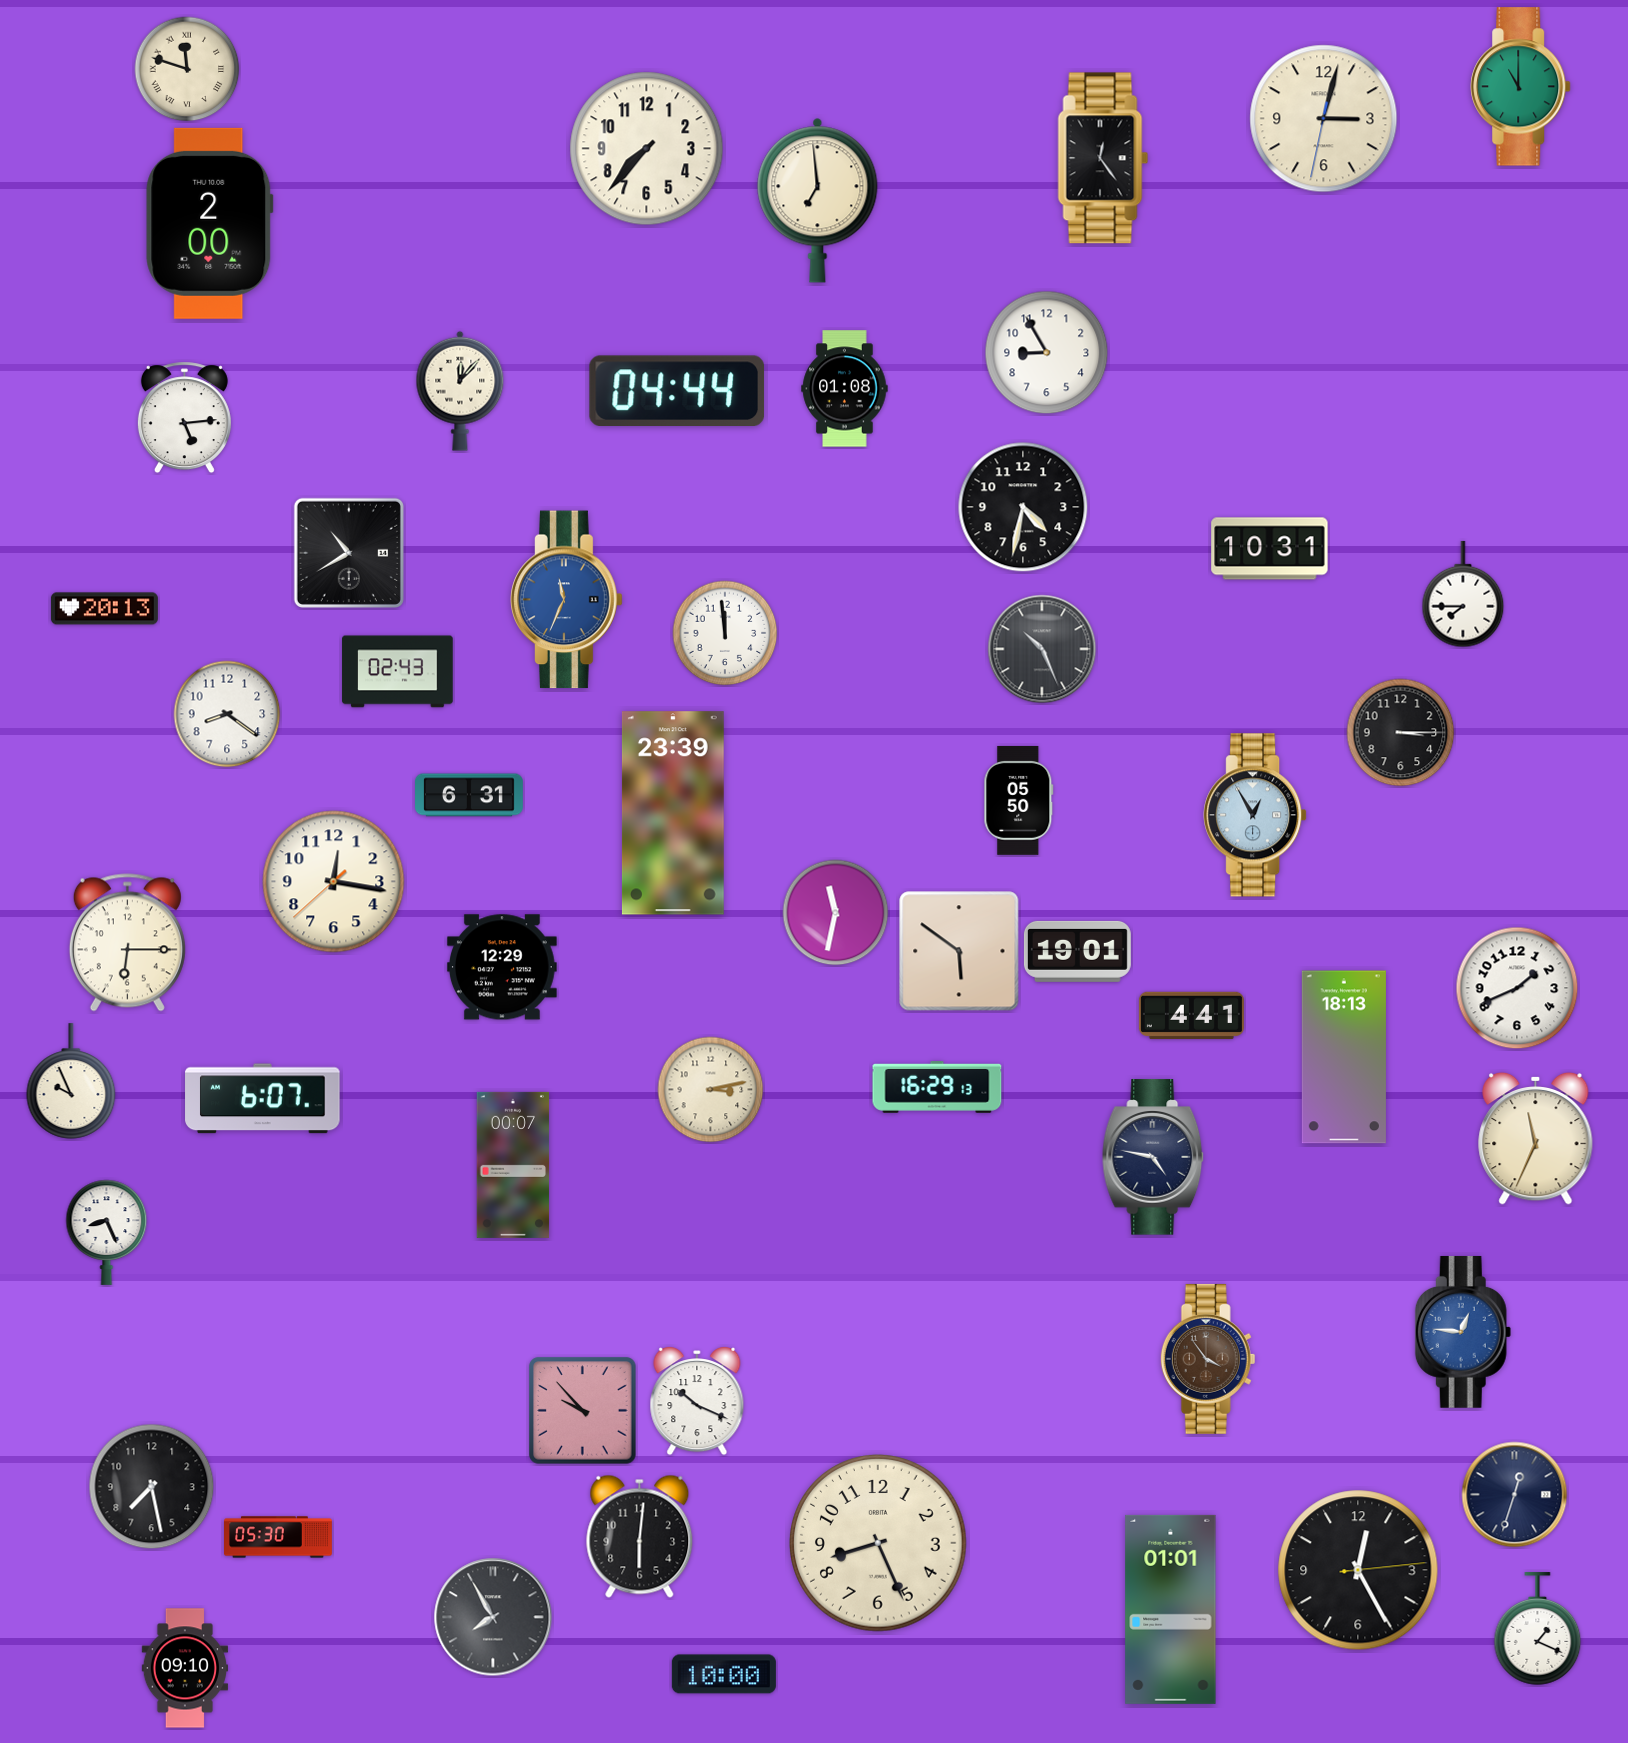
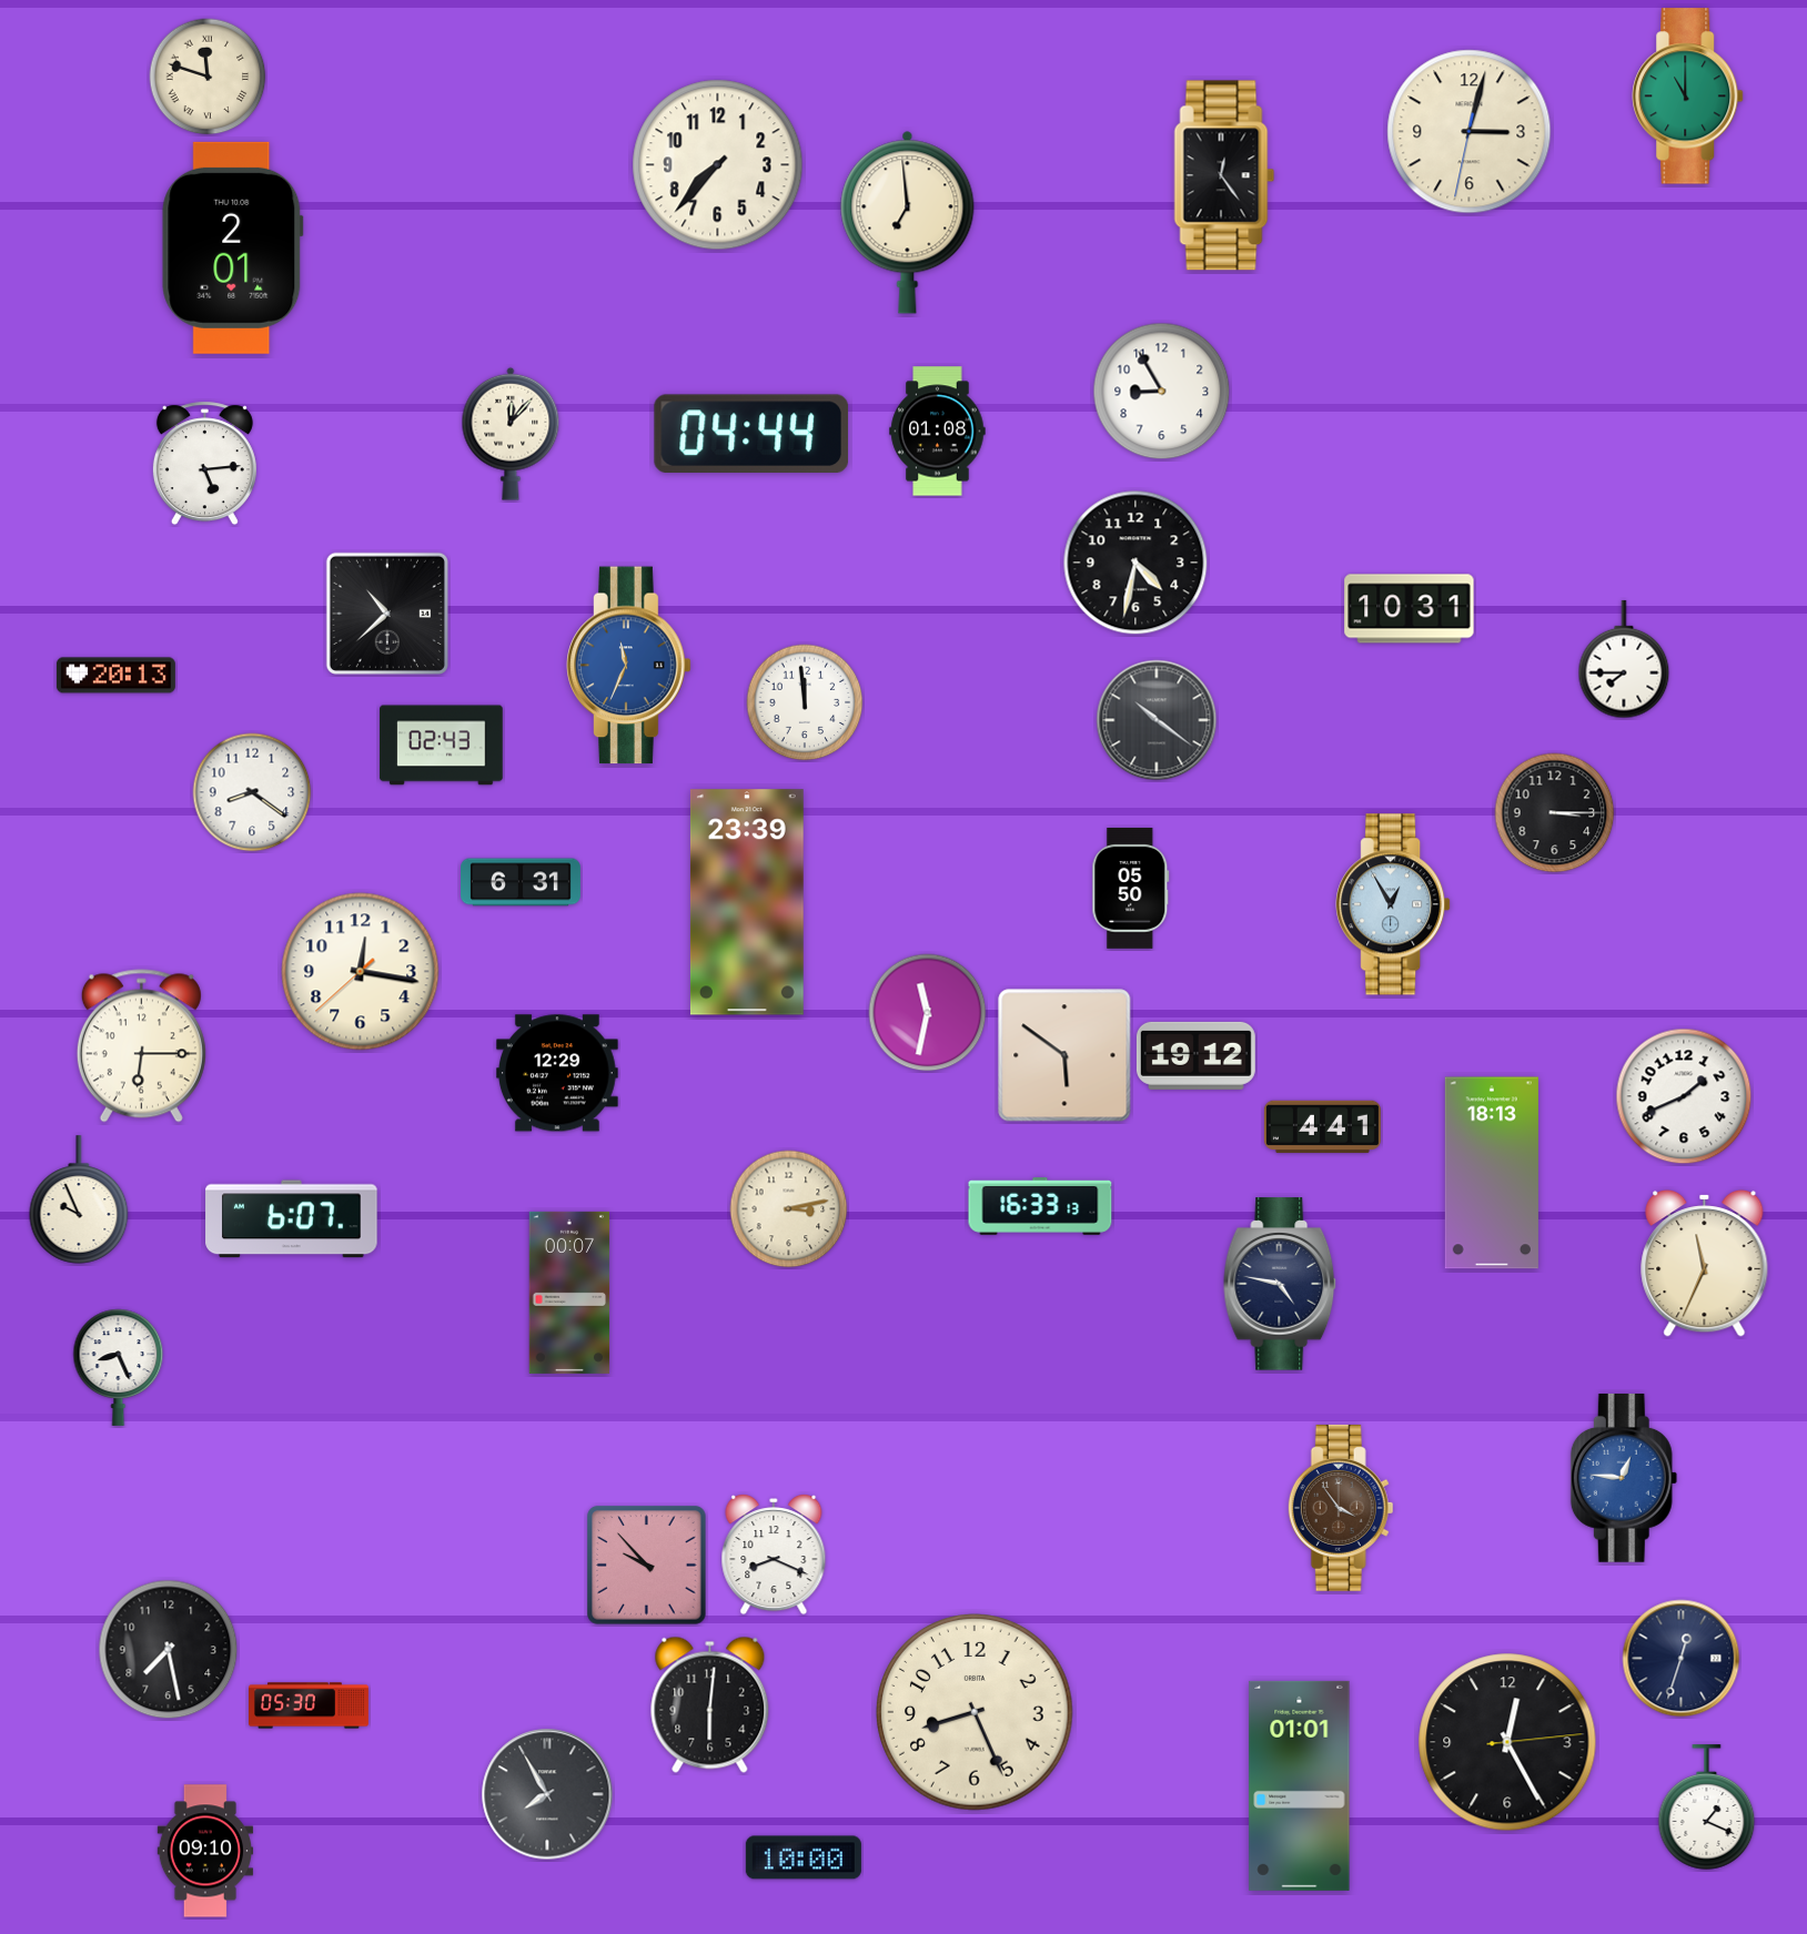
clock at (210, 223): 2:00 -> 2:01
clock at (349, 553): 10:40 -> 10:38
clock at (1042, 649): 10:26 -> 10:21
clock at (334, 882) position: (334, 882) -> (361, 972)
clock at (1077, 951): 19:01 -> 19:12
clock at (937, 1088): 16:29 -> 16:33
clock at (697, 1402): 10:19 -> 8:19
